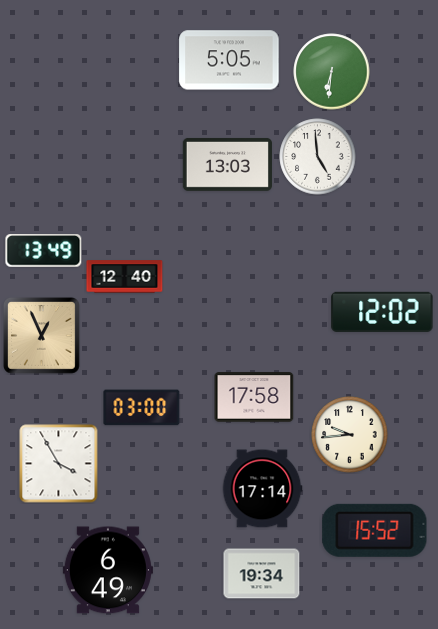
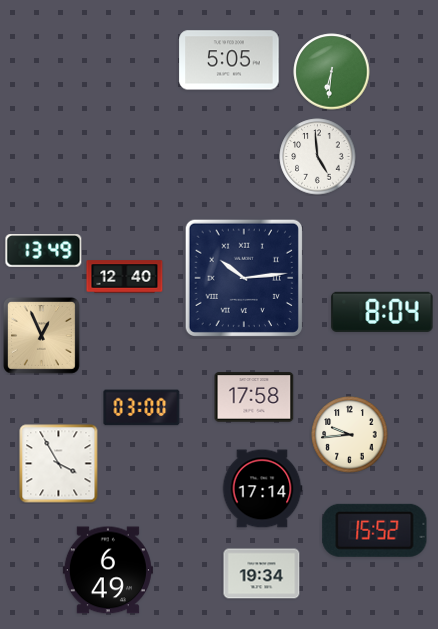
clock at (227, 164): 13:03 -> none
clock at (243, 277): none -> 10:14
clock at (382, 312): 12:02 -> 8:04
